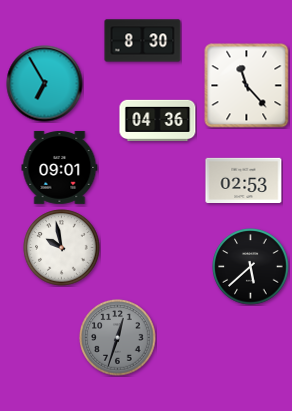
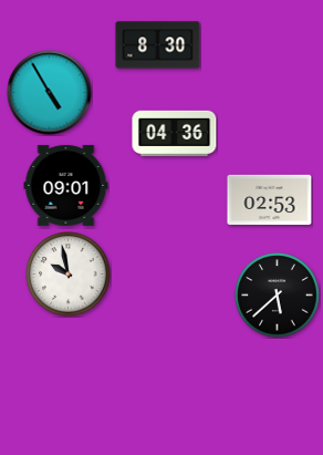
clock at (45, 84): 6:55 -> 4:55
clock at (247, 86): 11:23 -> none
clock at (118, 338): 12:33 -> none
